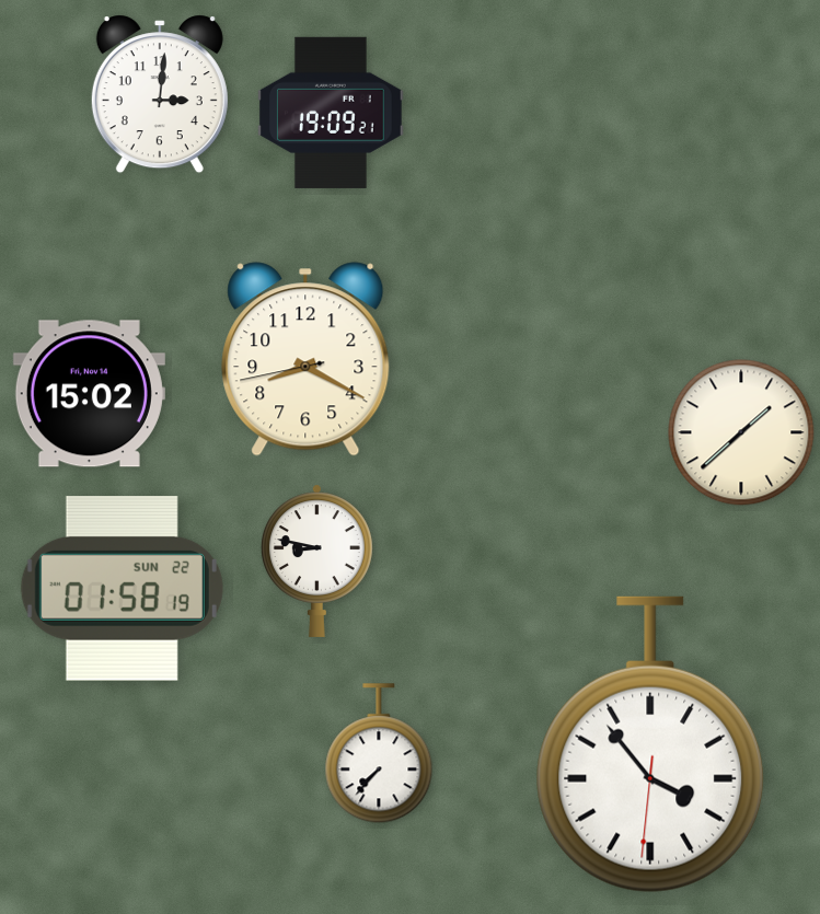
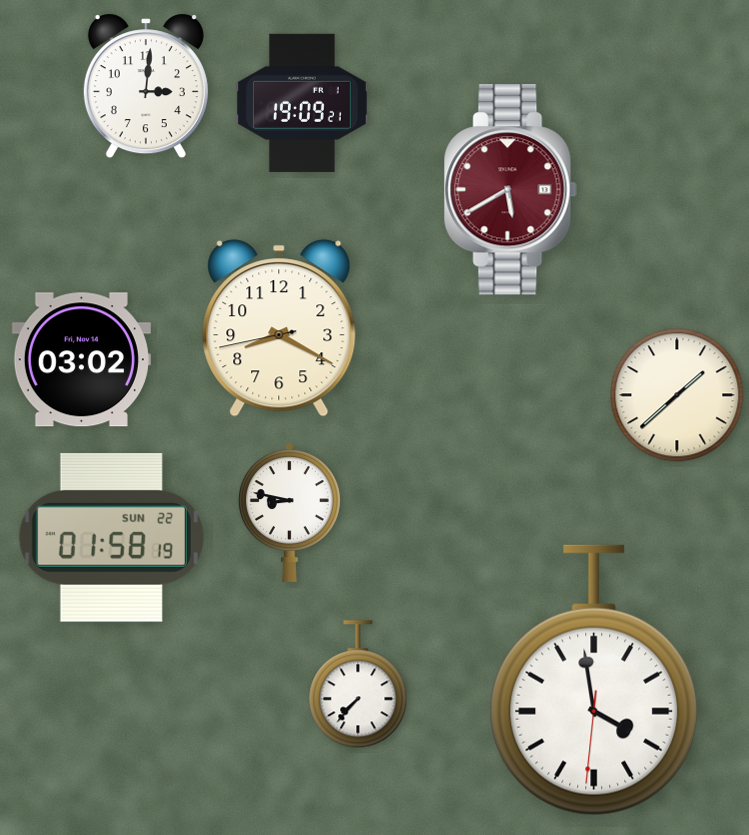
clock at (510, 190): none -> 5:40
clock at (89, 394): 15:02 -> 03:02
clock at (650, 744): 3:53 -> 3:58
clock at (379, 754) position: (379, 754) -> (358, 685)
